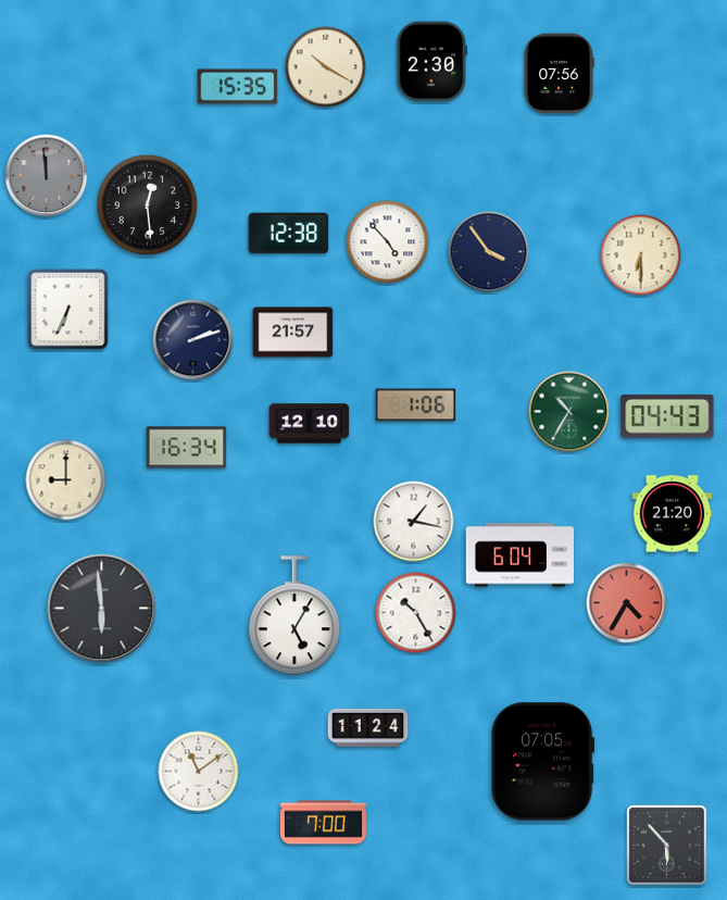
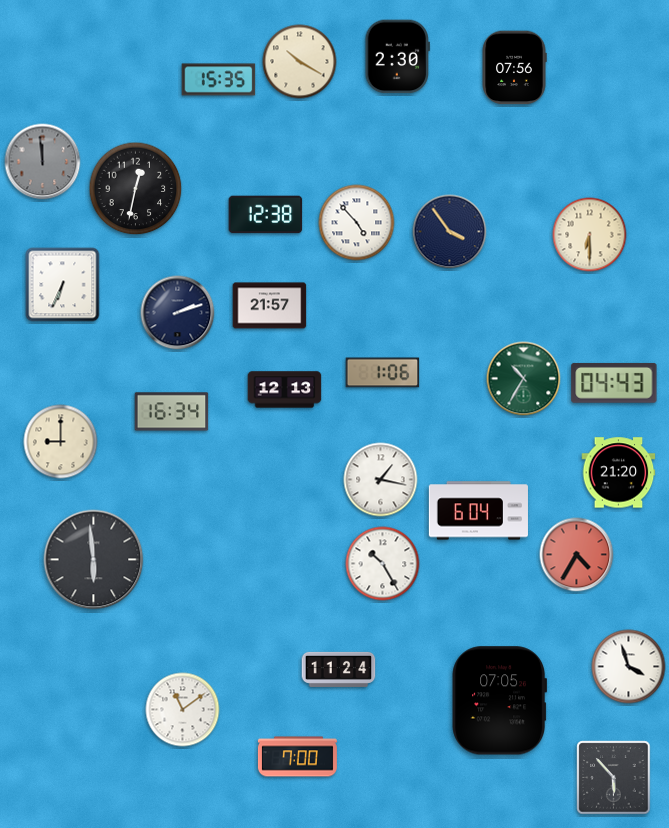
clock at (148, 205): 12:29 -> 12:32
clock at (310, 424): 12:10 -> 12:13
clock at (294, 616): 5:05 -> none
clock at (629, 667): none -> 3:57
